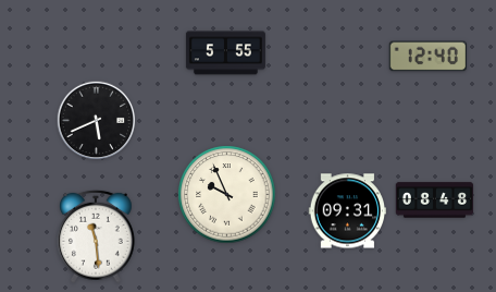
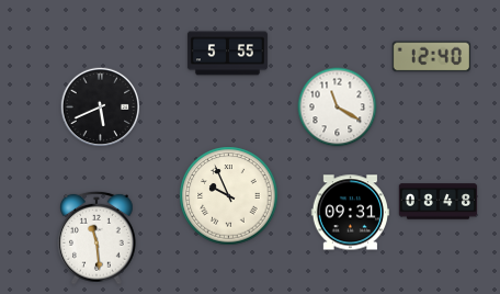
clock at (338, 108): none -> 11:20
clock at (97, 121) position: (97, 121) -> (101, 108)
